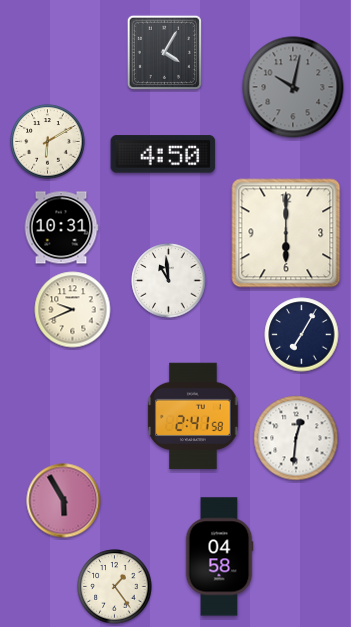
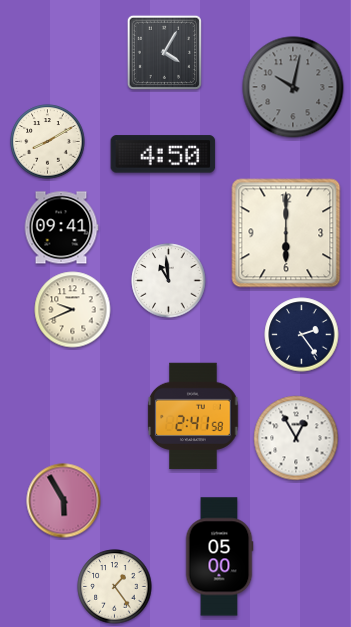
clock at (48, 142): 6:10 -> 8:10
clock at (61, 228): 10:31 -> 09:41
clock at (302, 335): 7:05 -> 2:24
clock at (296, 438): 12:31 -> 12:55
clock at (219, 557): 04:58 -> 05:00
